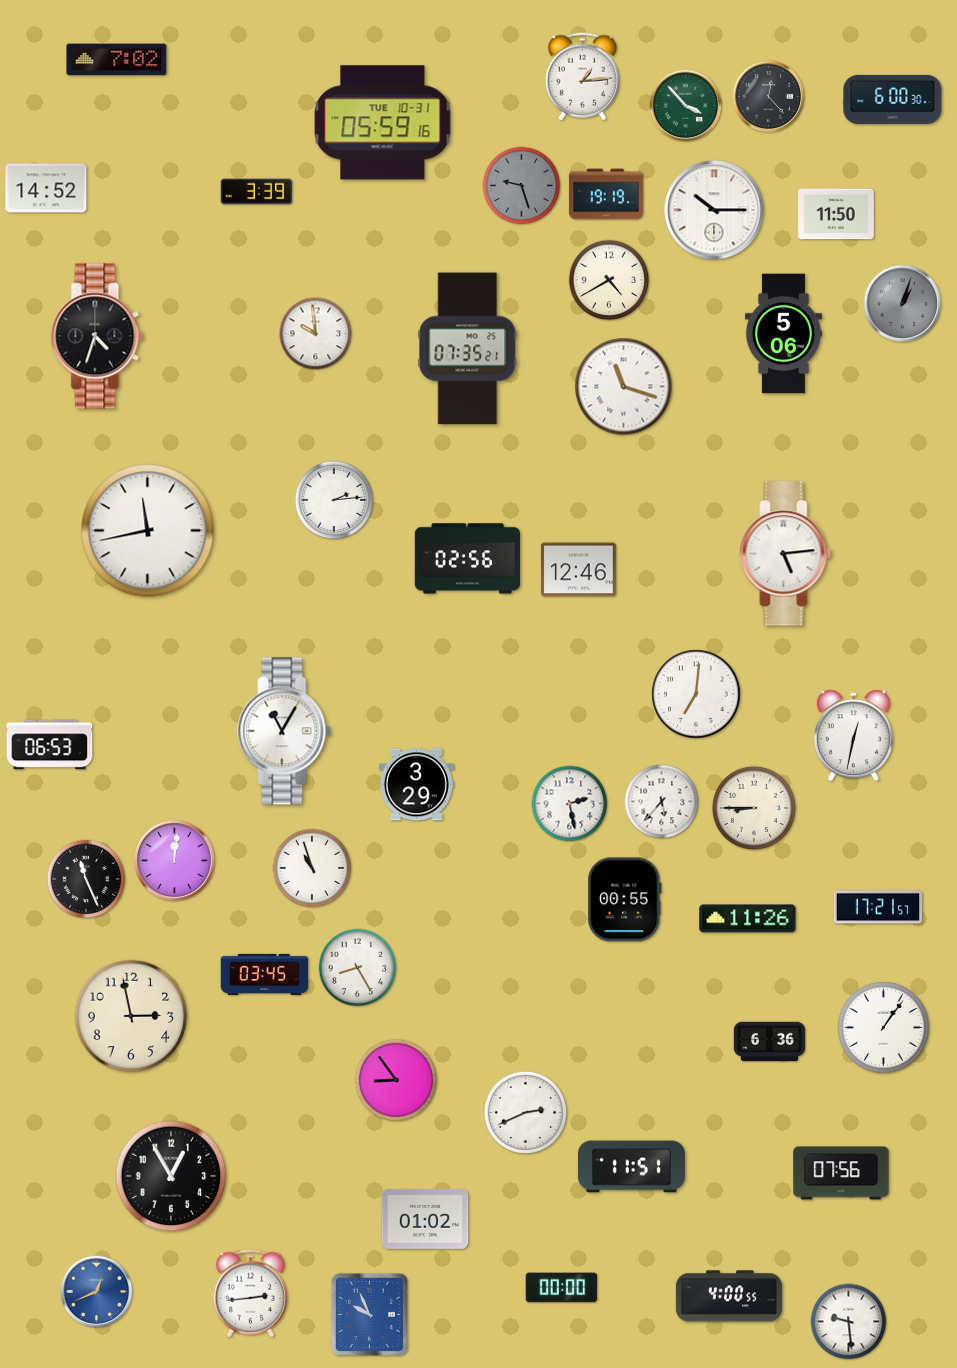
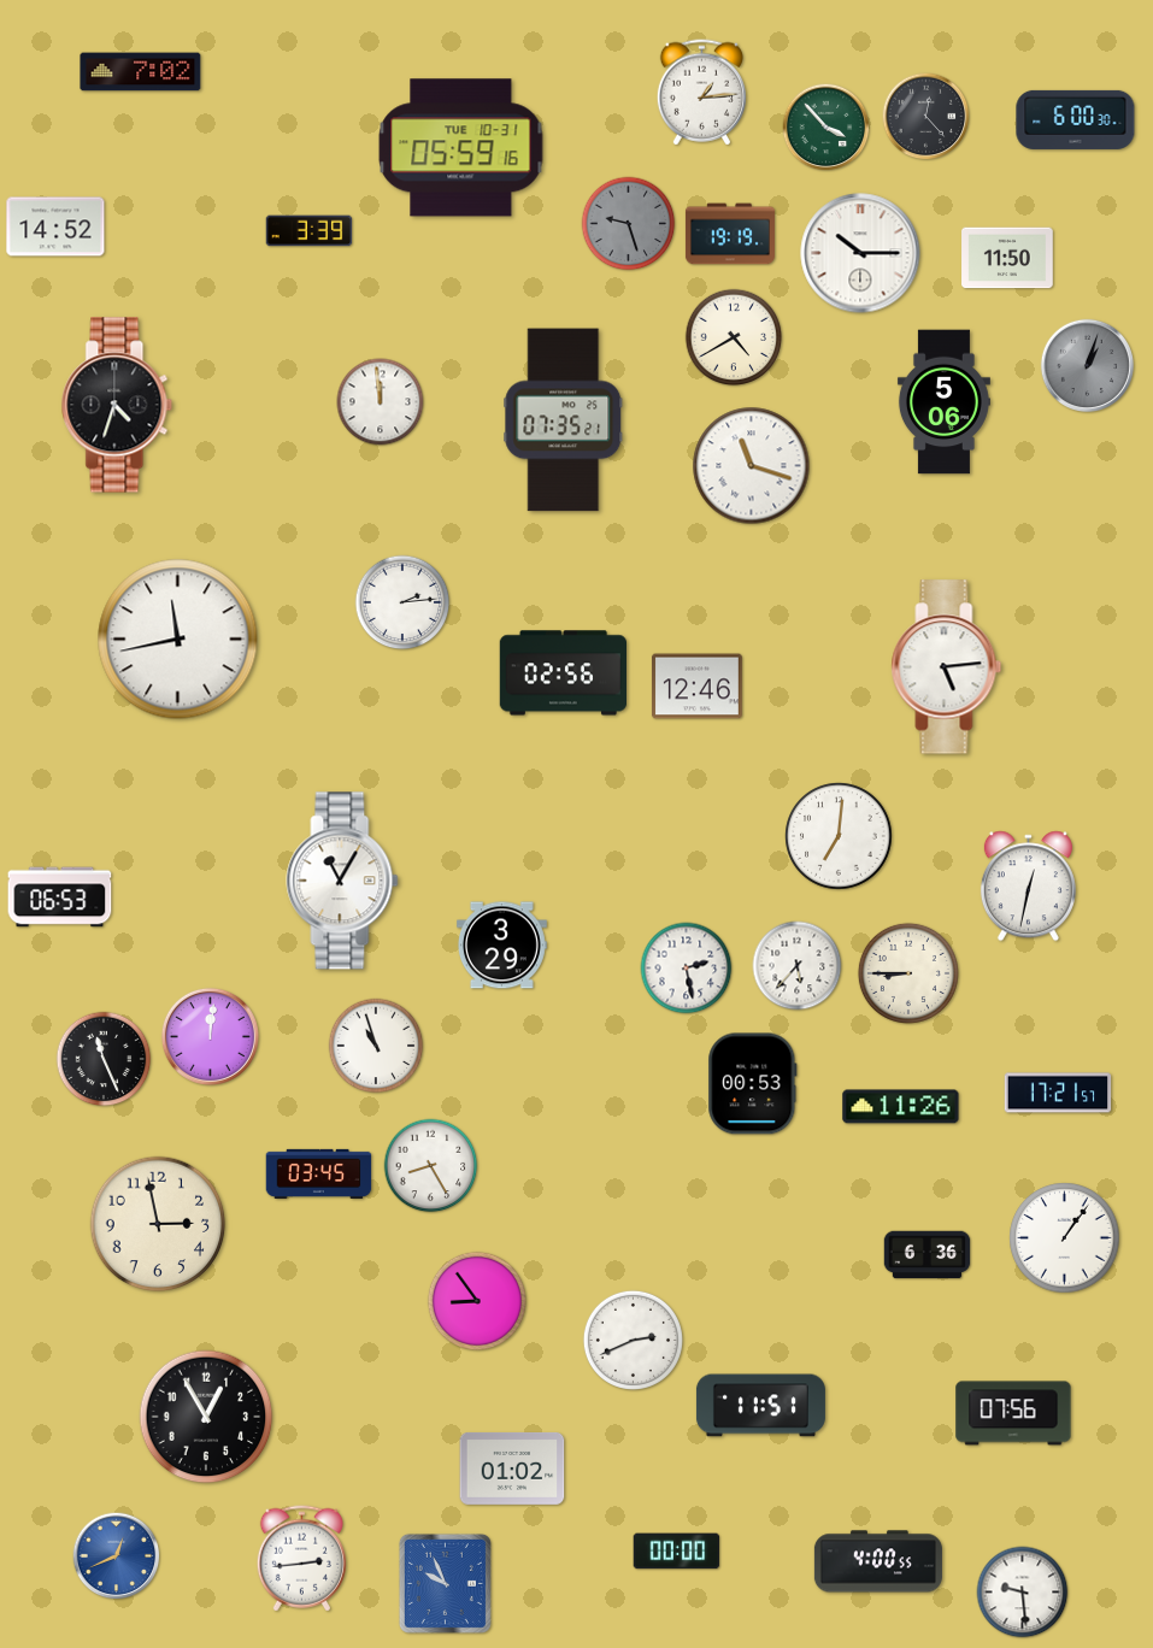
clock at (316, 334): 9:59 -> 11:59
clock at (625, 900): 00:55 -> 00:53
